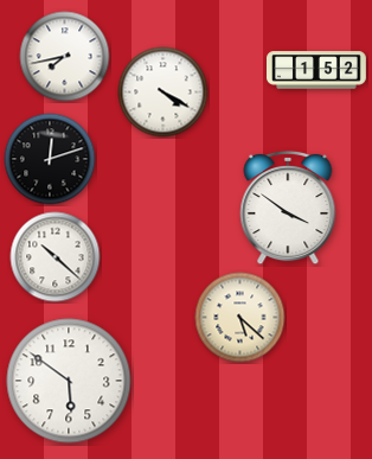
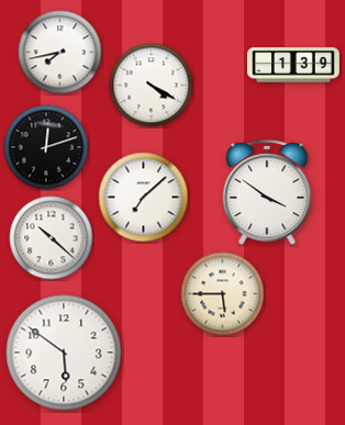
clock at (318, 70): 1:52 -> 1:39
clock at (144, 198): none -> 7:08
clock at (240, 318): 5:22 -> 5:45
